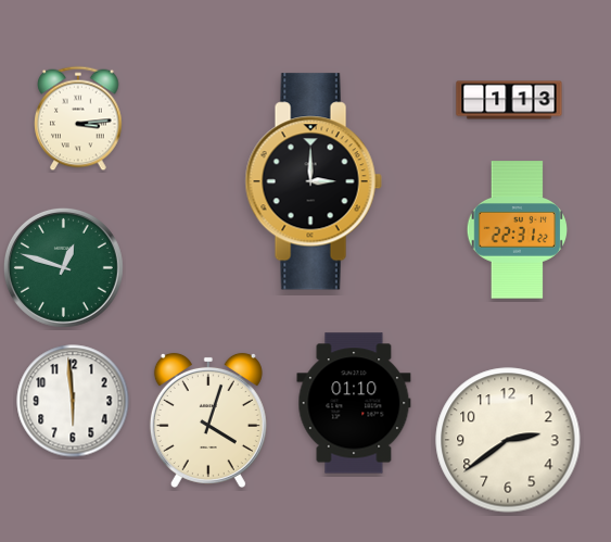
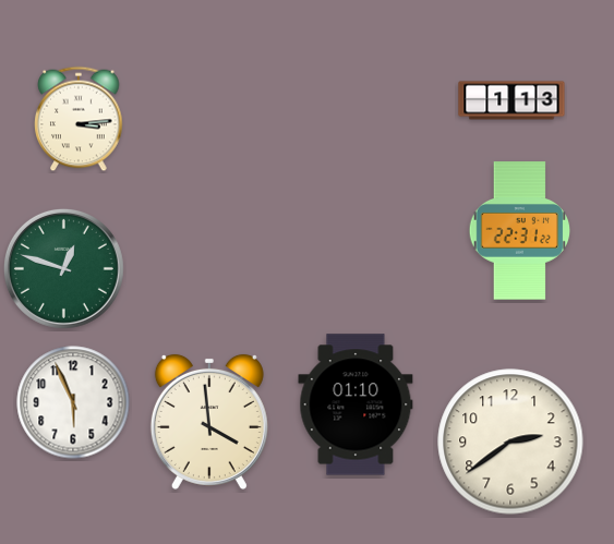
clock at (314, 181): 3:00 -> none
clock at (73, 401): 5:59 -> 5:56
clock at (208, 420): 4:03 -> 3:59
